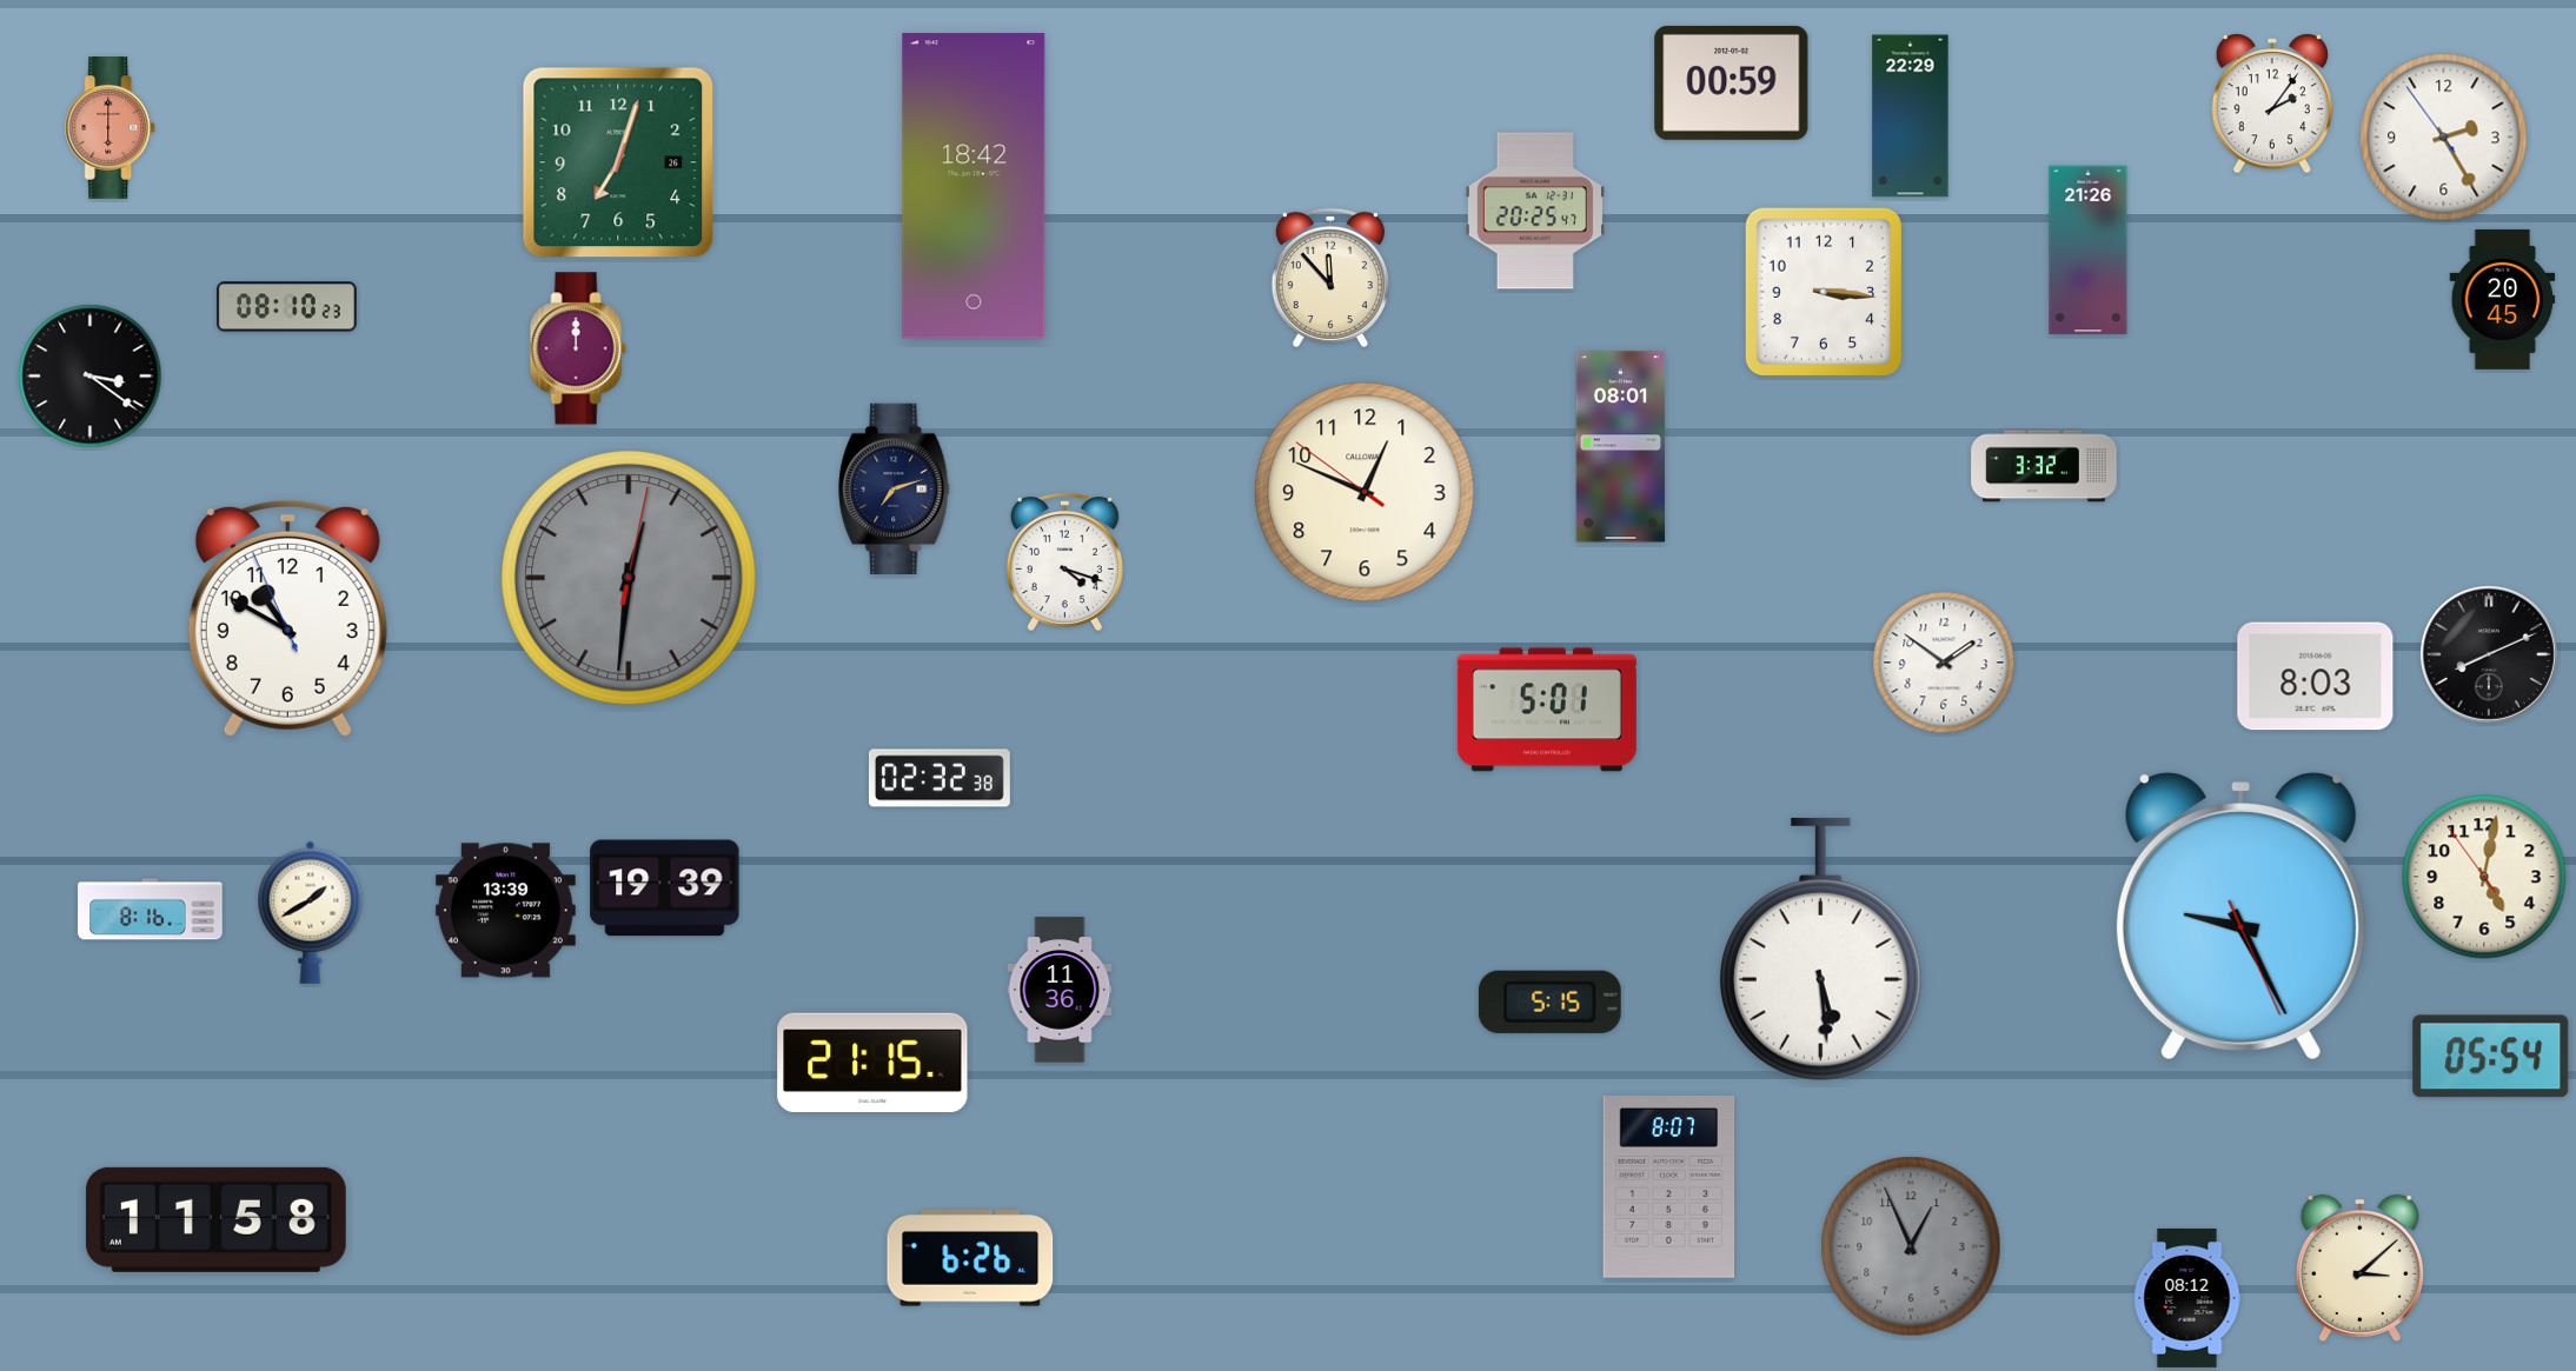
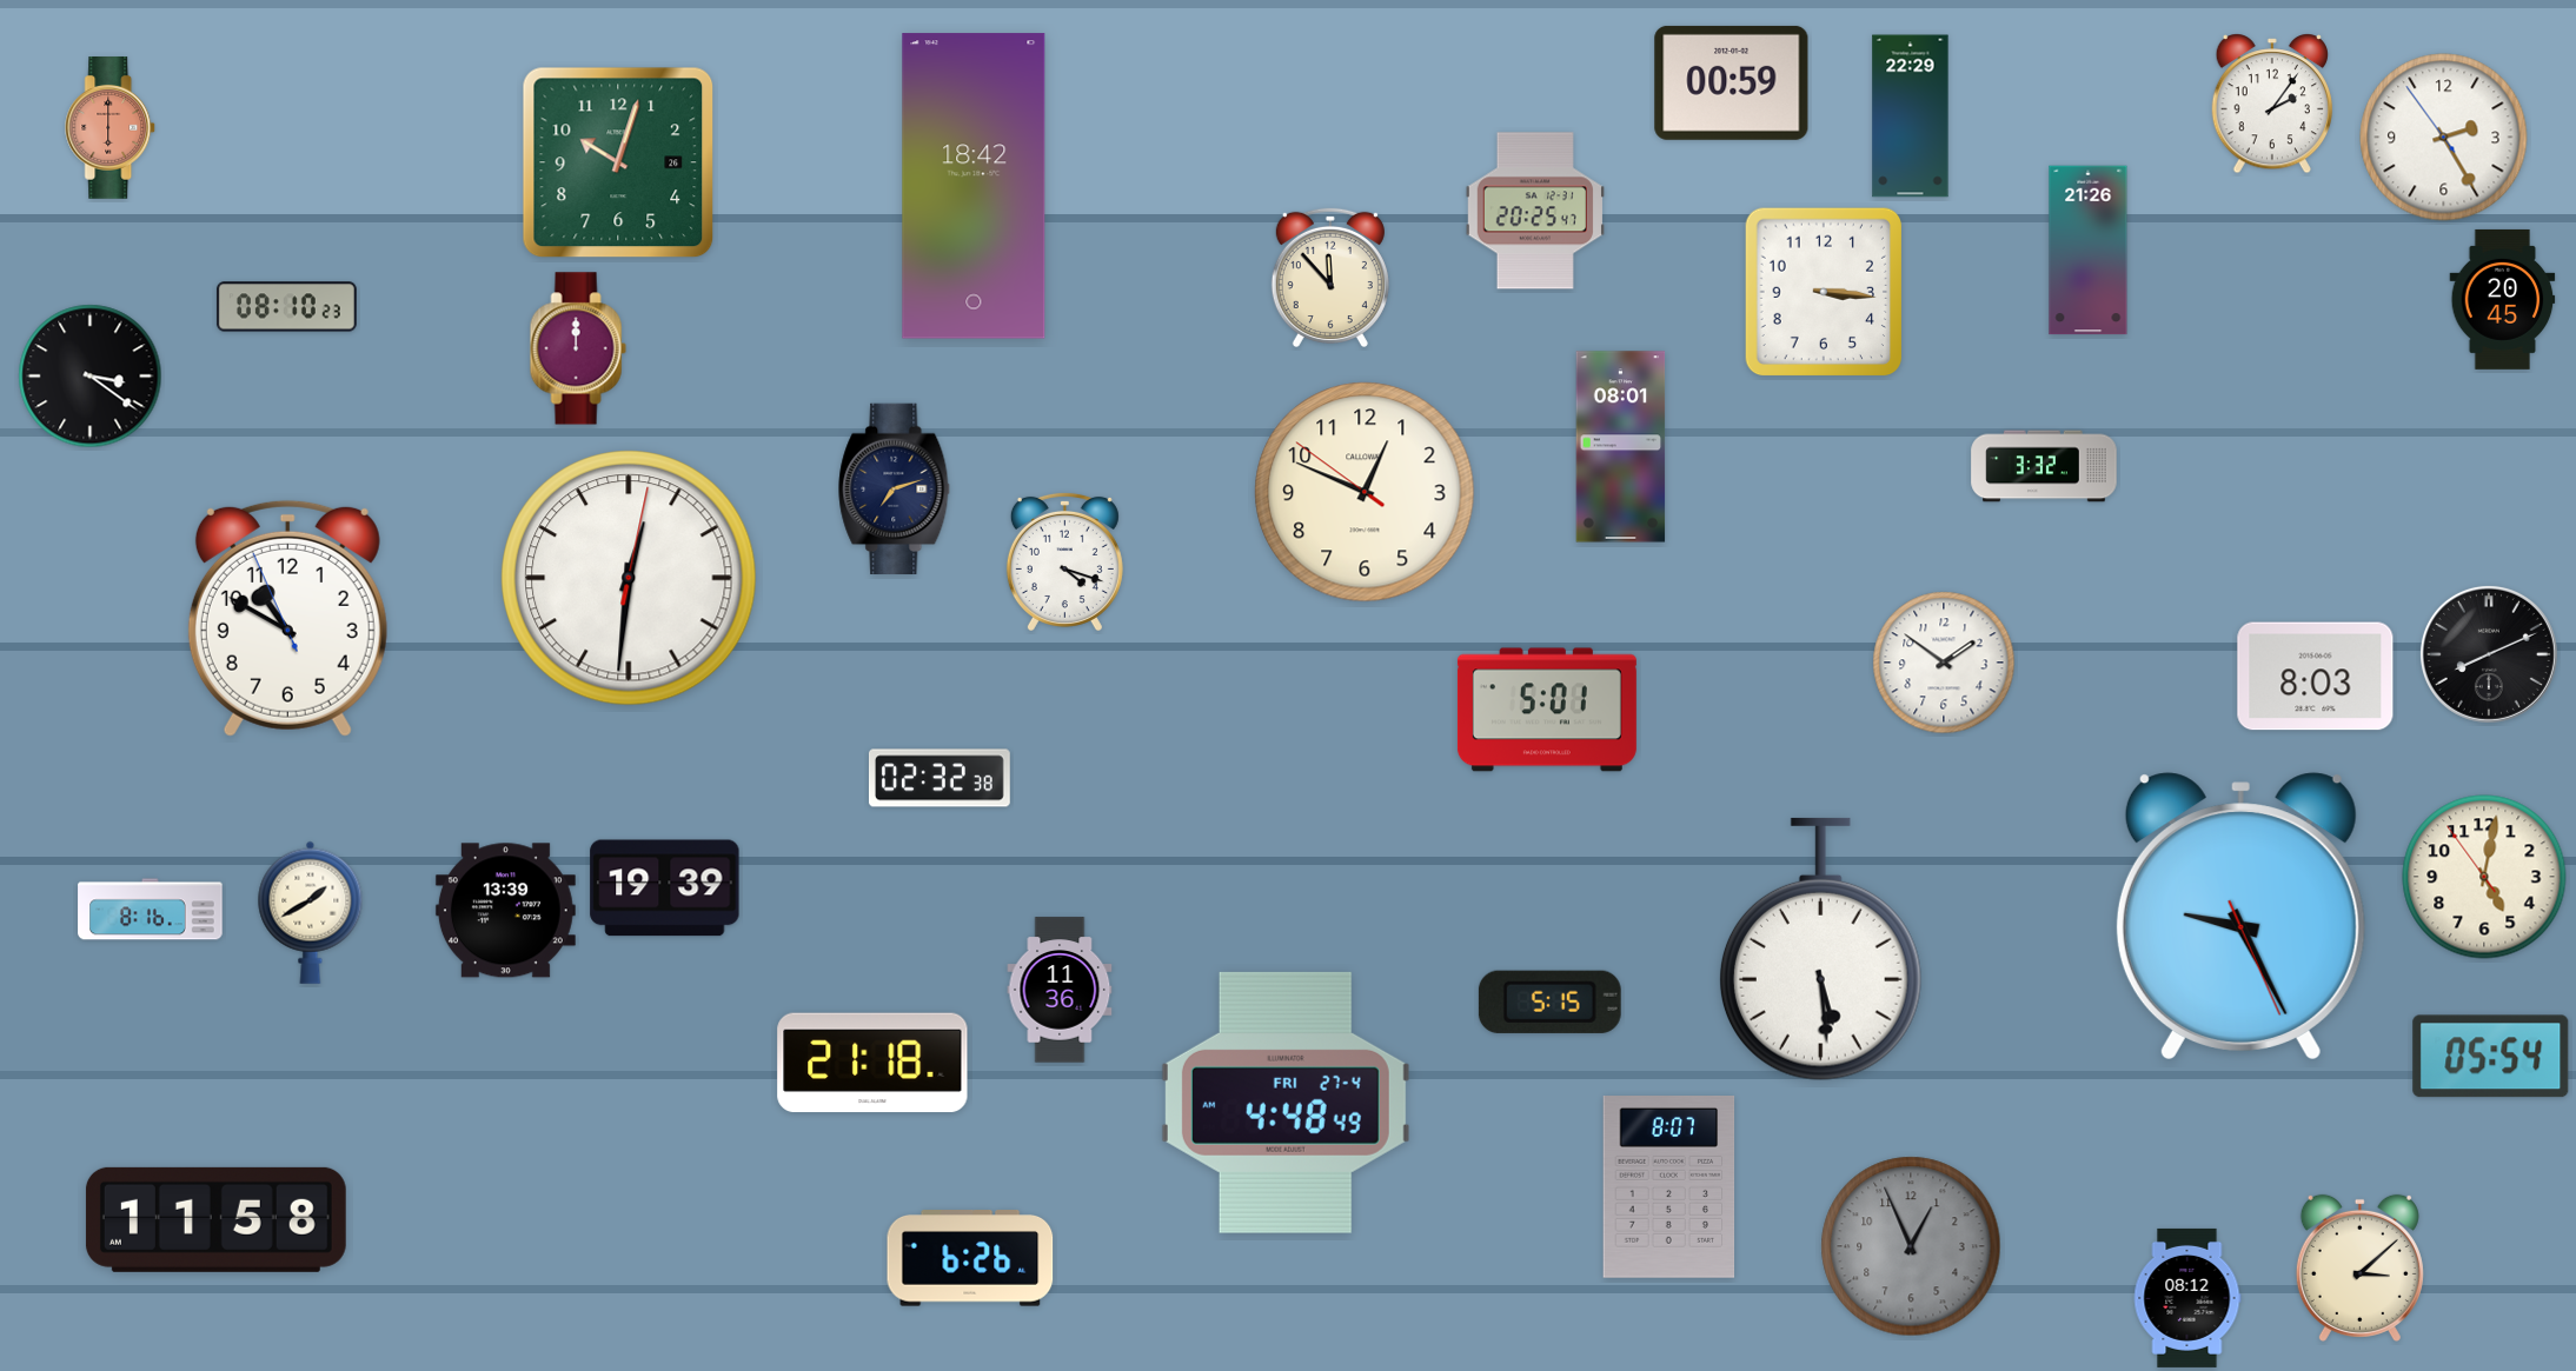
clock at (618, 162): 7:03 -> 10:03
clock at (629, 578) dial: grey -> white
clock at (872, 1063): 21:15 -> 21:18
clock at (1286, 1103): none -> 4:48
